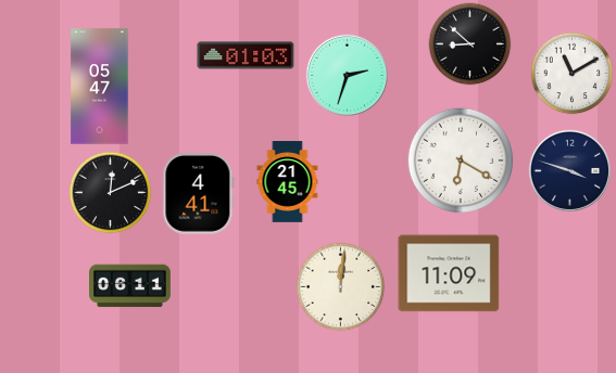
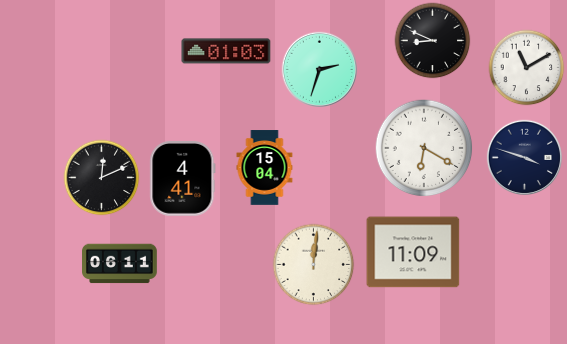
clock at (470, 44): 8:52 -> 8:49
clock at (100, 87): 05:47 -> none
clock at (288, 182): 21:45 -> 15:04
